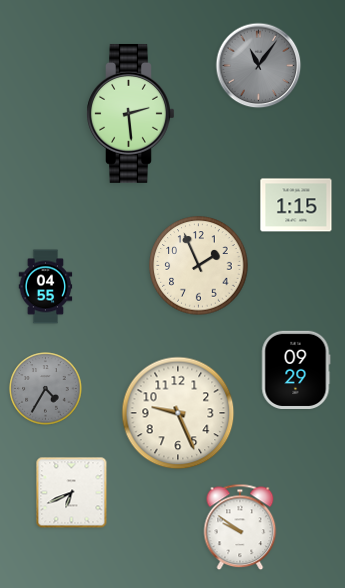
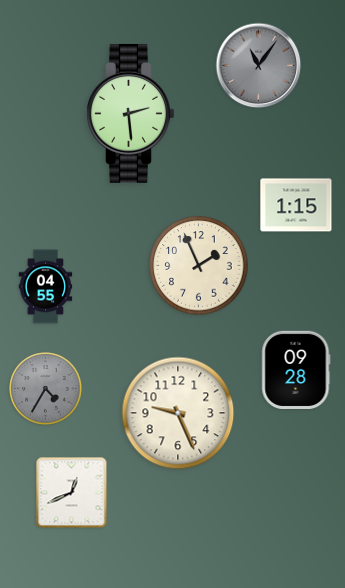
clock at (296, 369): 09:29 -> 09:28
clock at (72, 493): 6:41 -> 12:41
clock at (240, 527): 9:51 -> none
